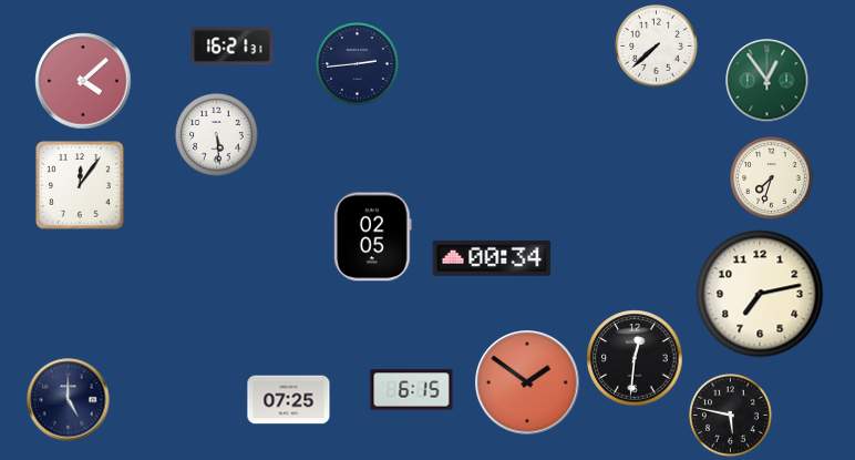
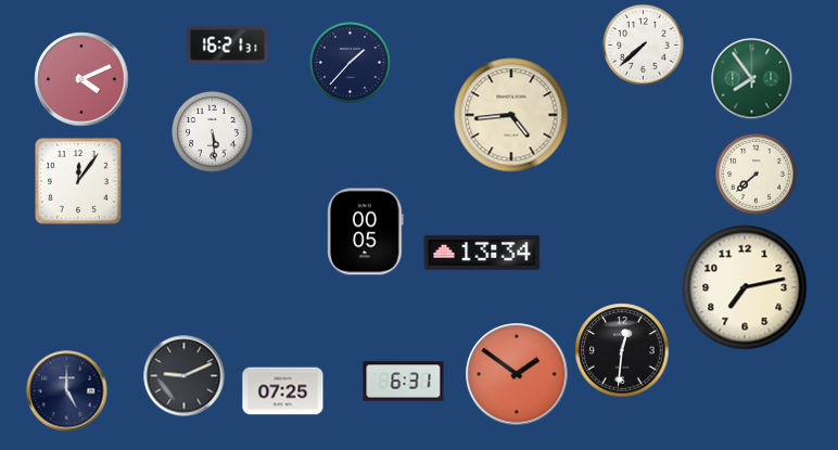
clock at (358, 64): 2:44 -> 1:37
clock at (83, 81): 4:08 -> 4:11
clock at (768, 81): 12:54 -> 7:54
clock at (511, 115): none -> 4:44
clock at (772, 178): 7:33 -> 7:38
clock at (373, 237): 02:05 -> 00:05
clock at (492, 258): 00:34 -> 13:34
clock at (185, 376): none -> 9:11
clock at (412, 390): 6:15 -> 6:31
clock at (731, 416): 5:47 -> none
